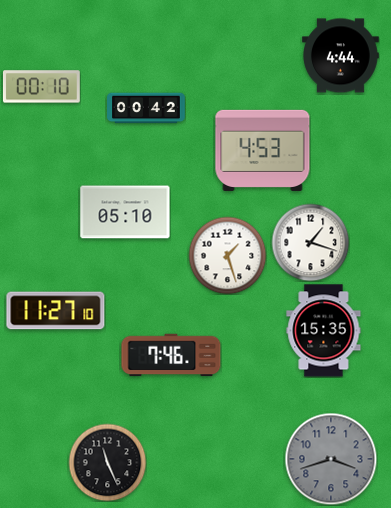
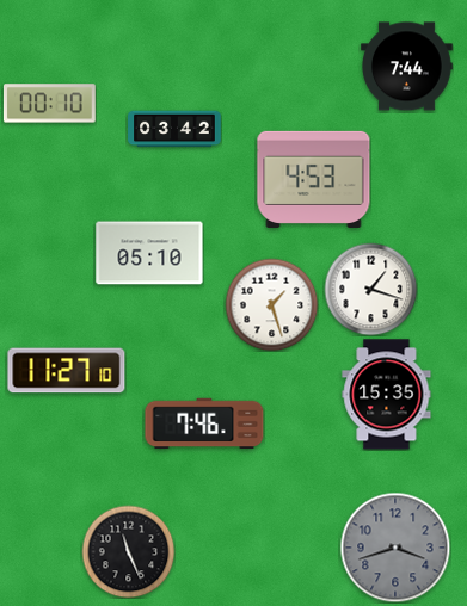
clock at (341, 56): 4:44 -> 7:44
clock at (146, 108): 00:42 -> 03:42
